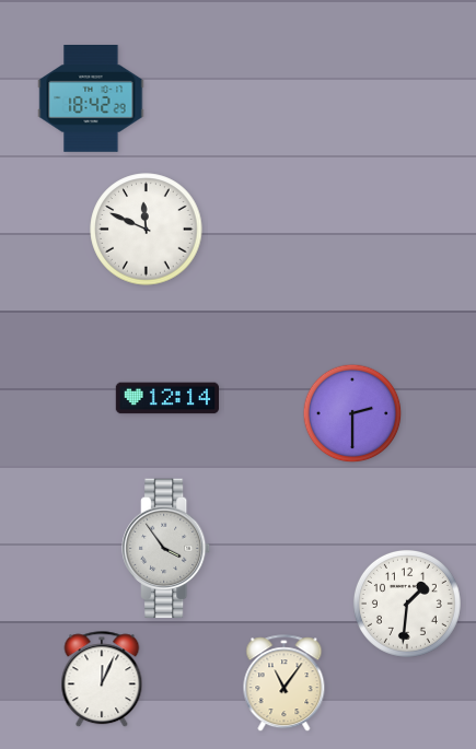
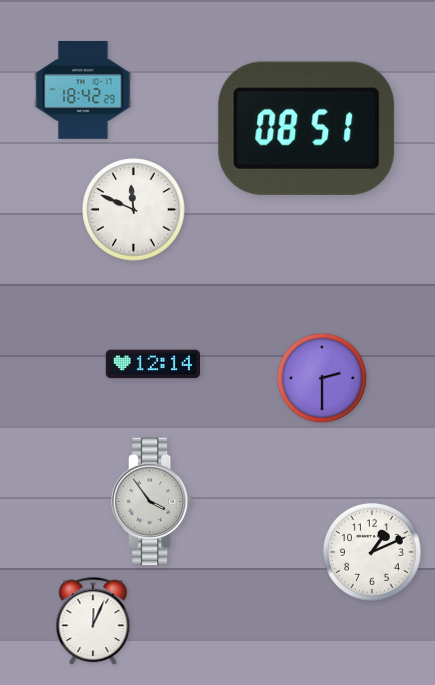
clock at (307, 128): none -> 08:51
clock at (407, 604): 1:31 -> 1:11
clock at (285, 683): 11:06 -> none
